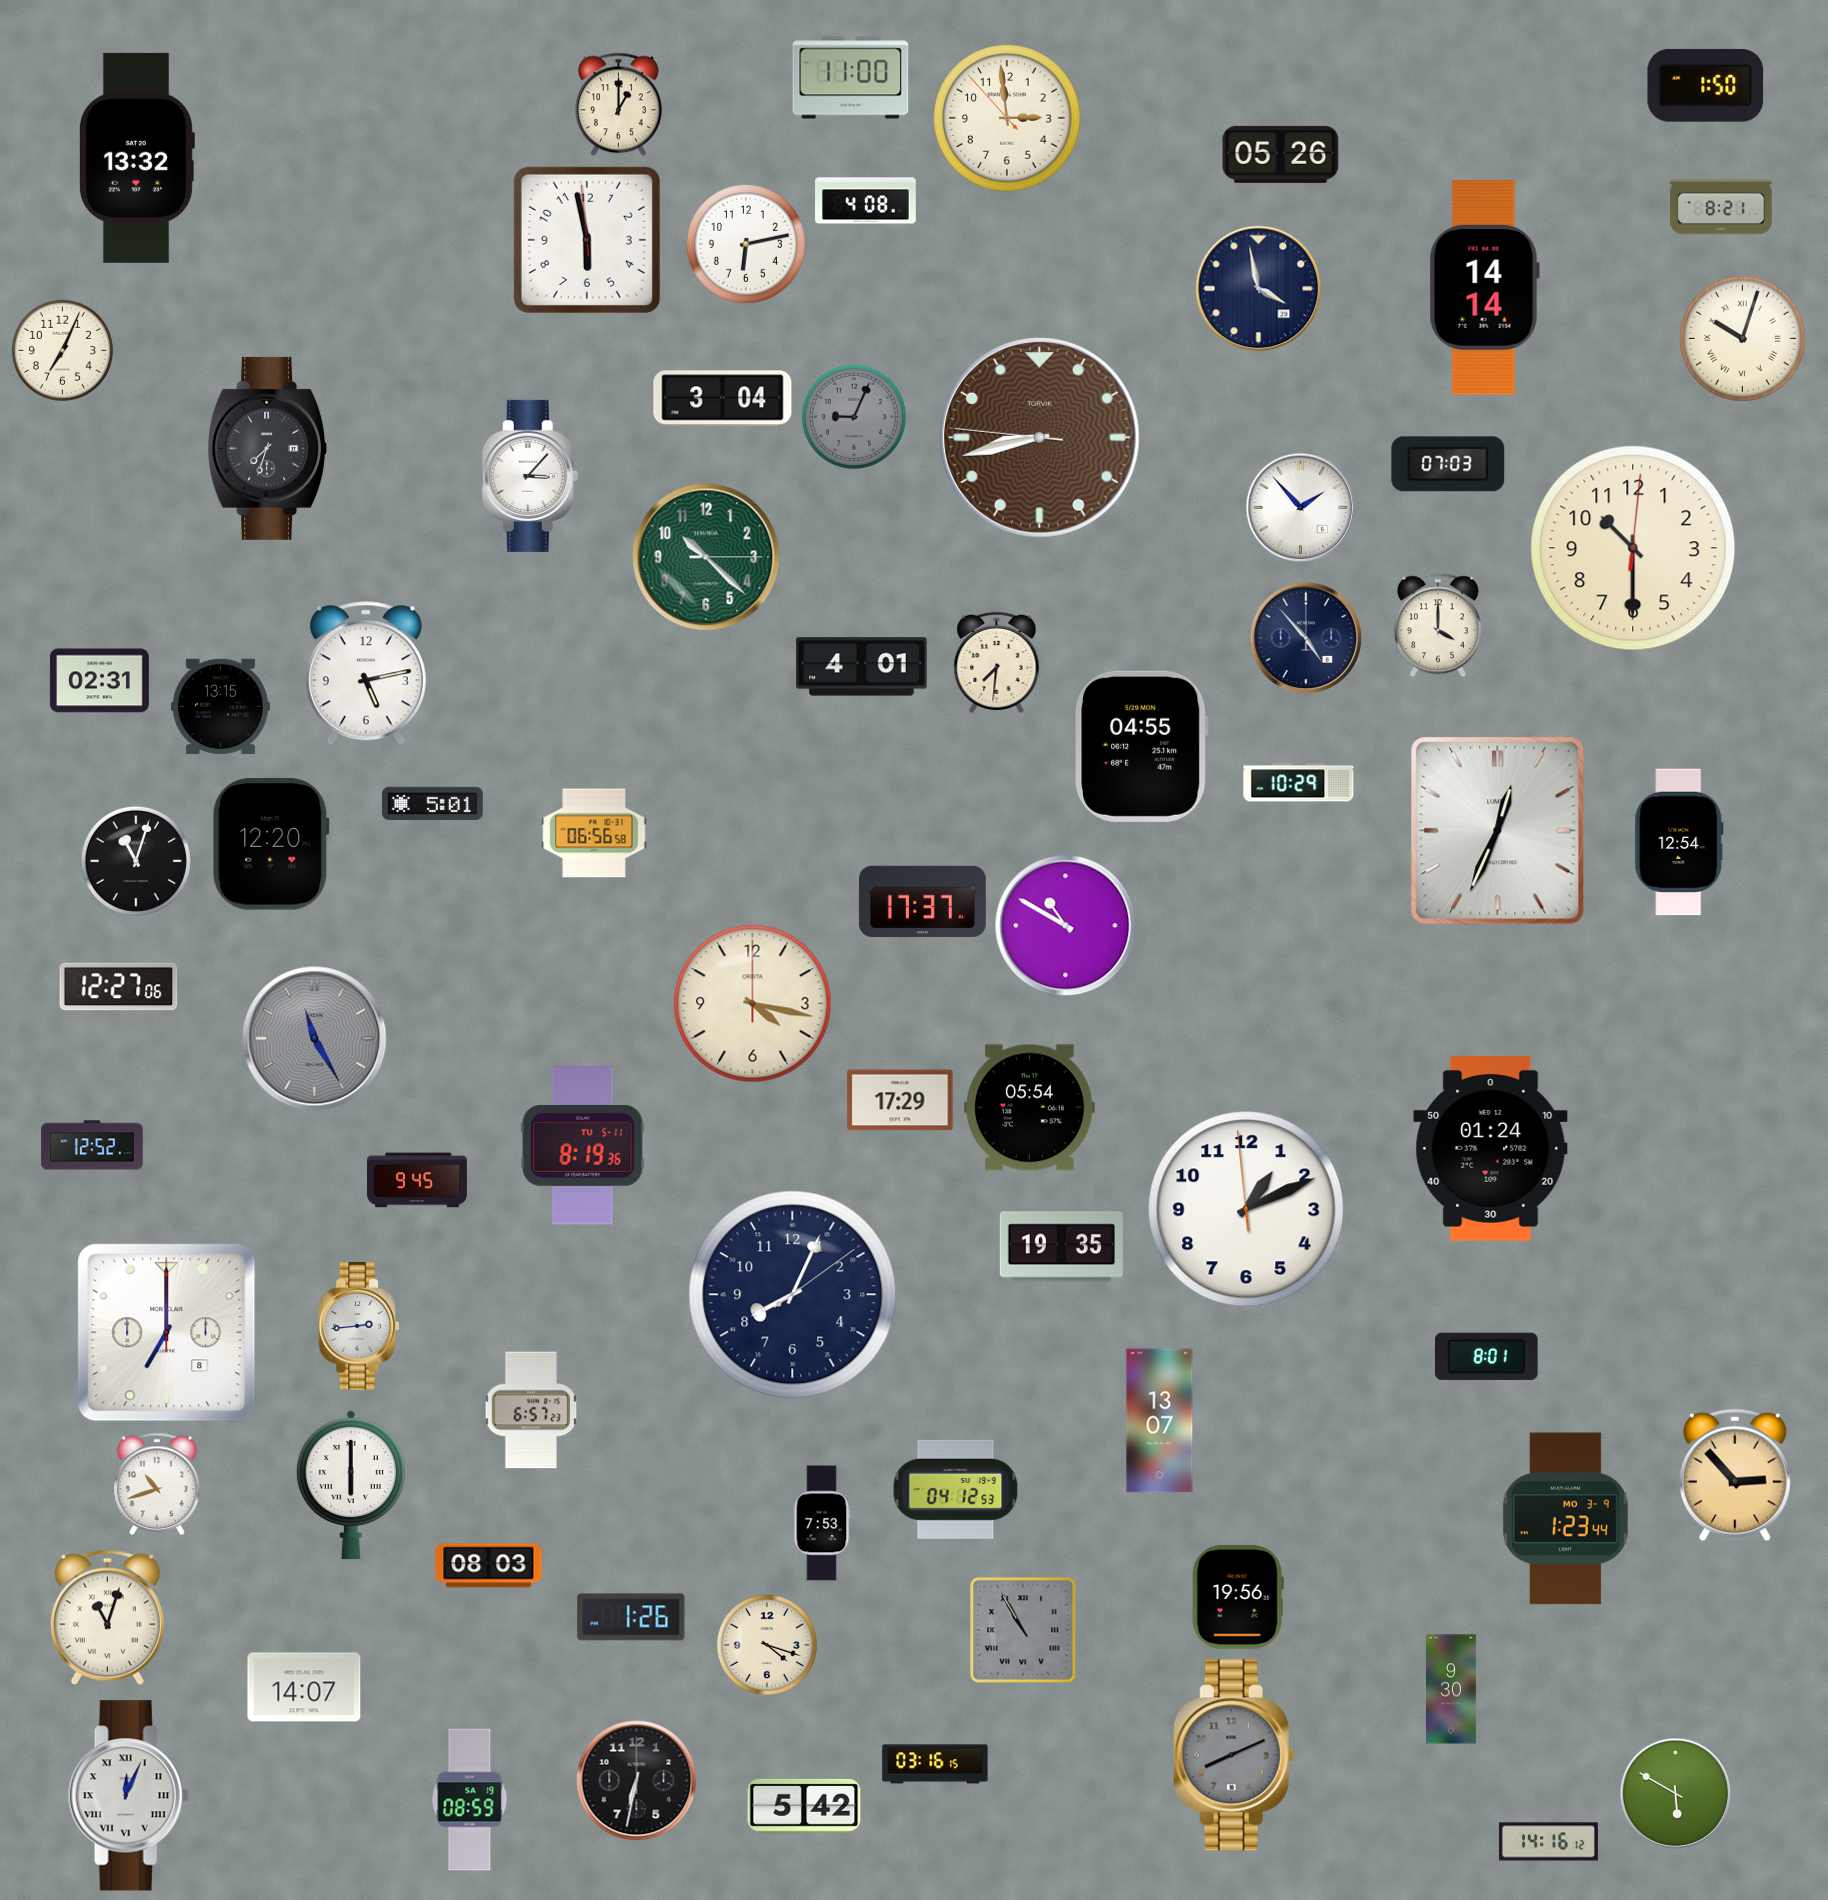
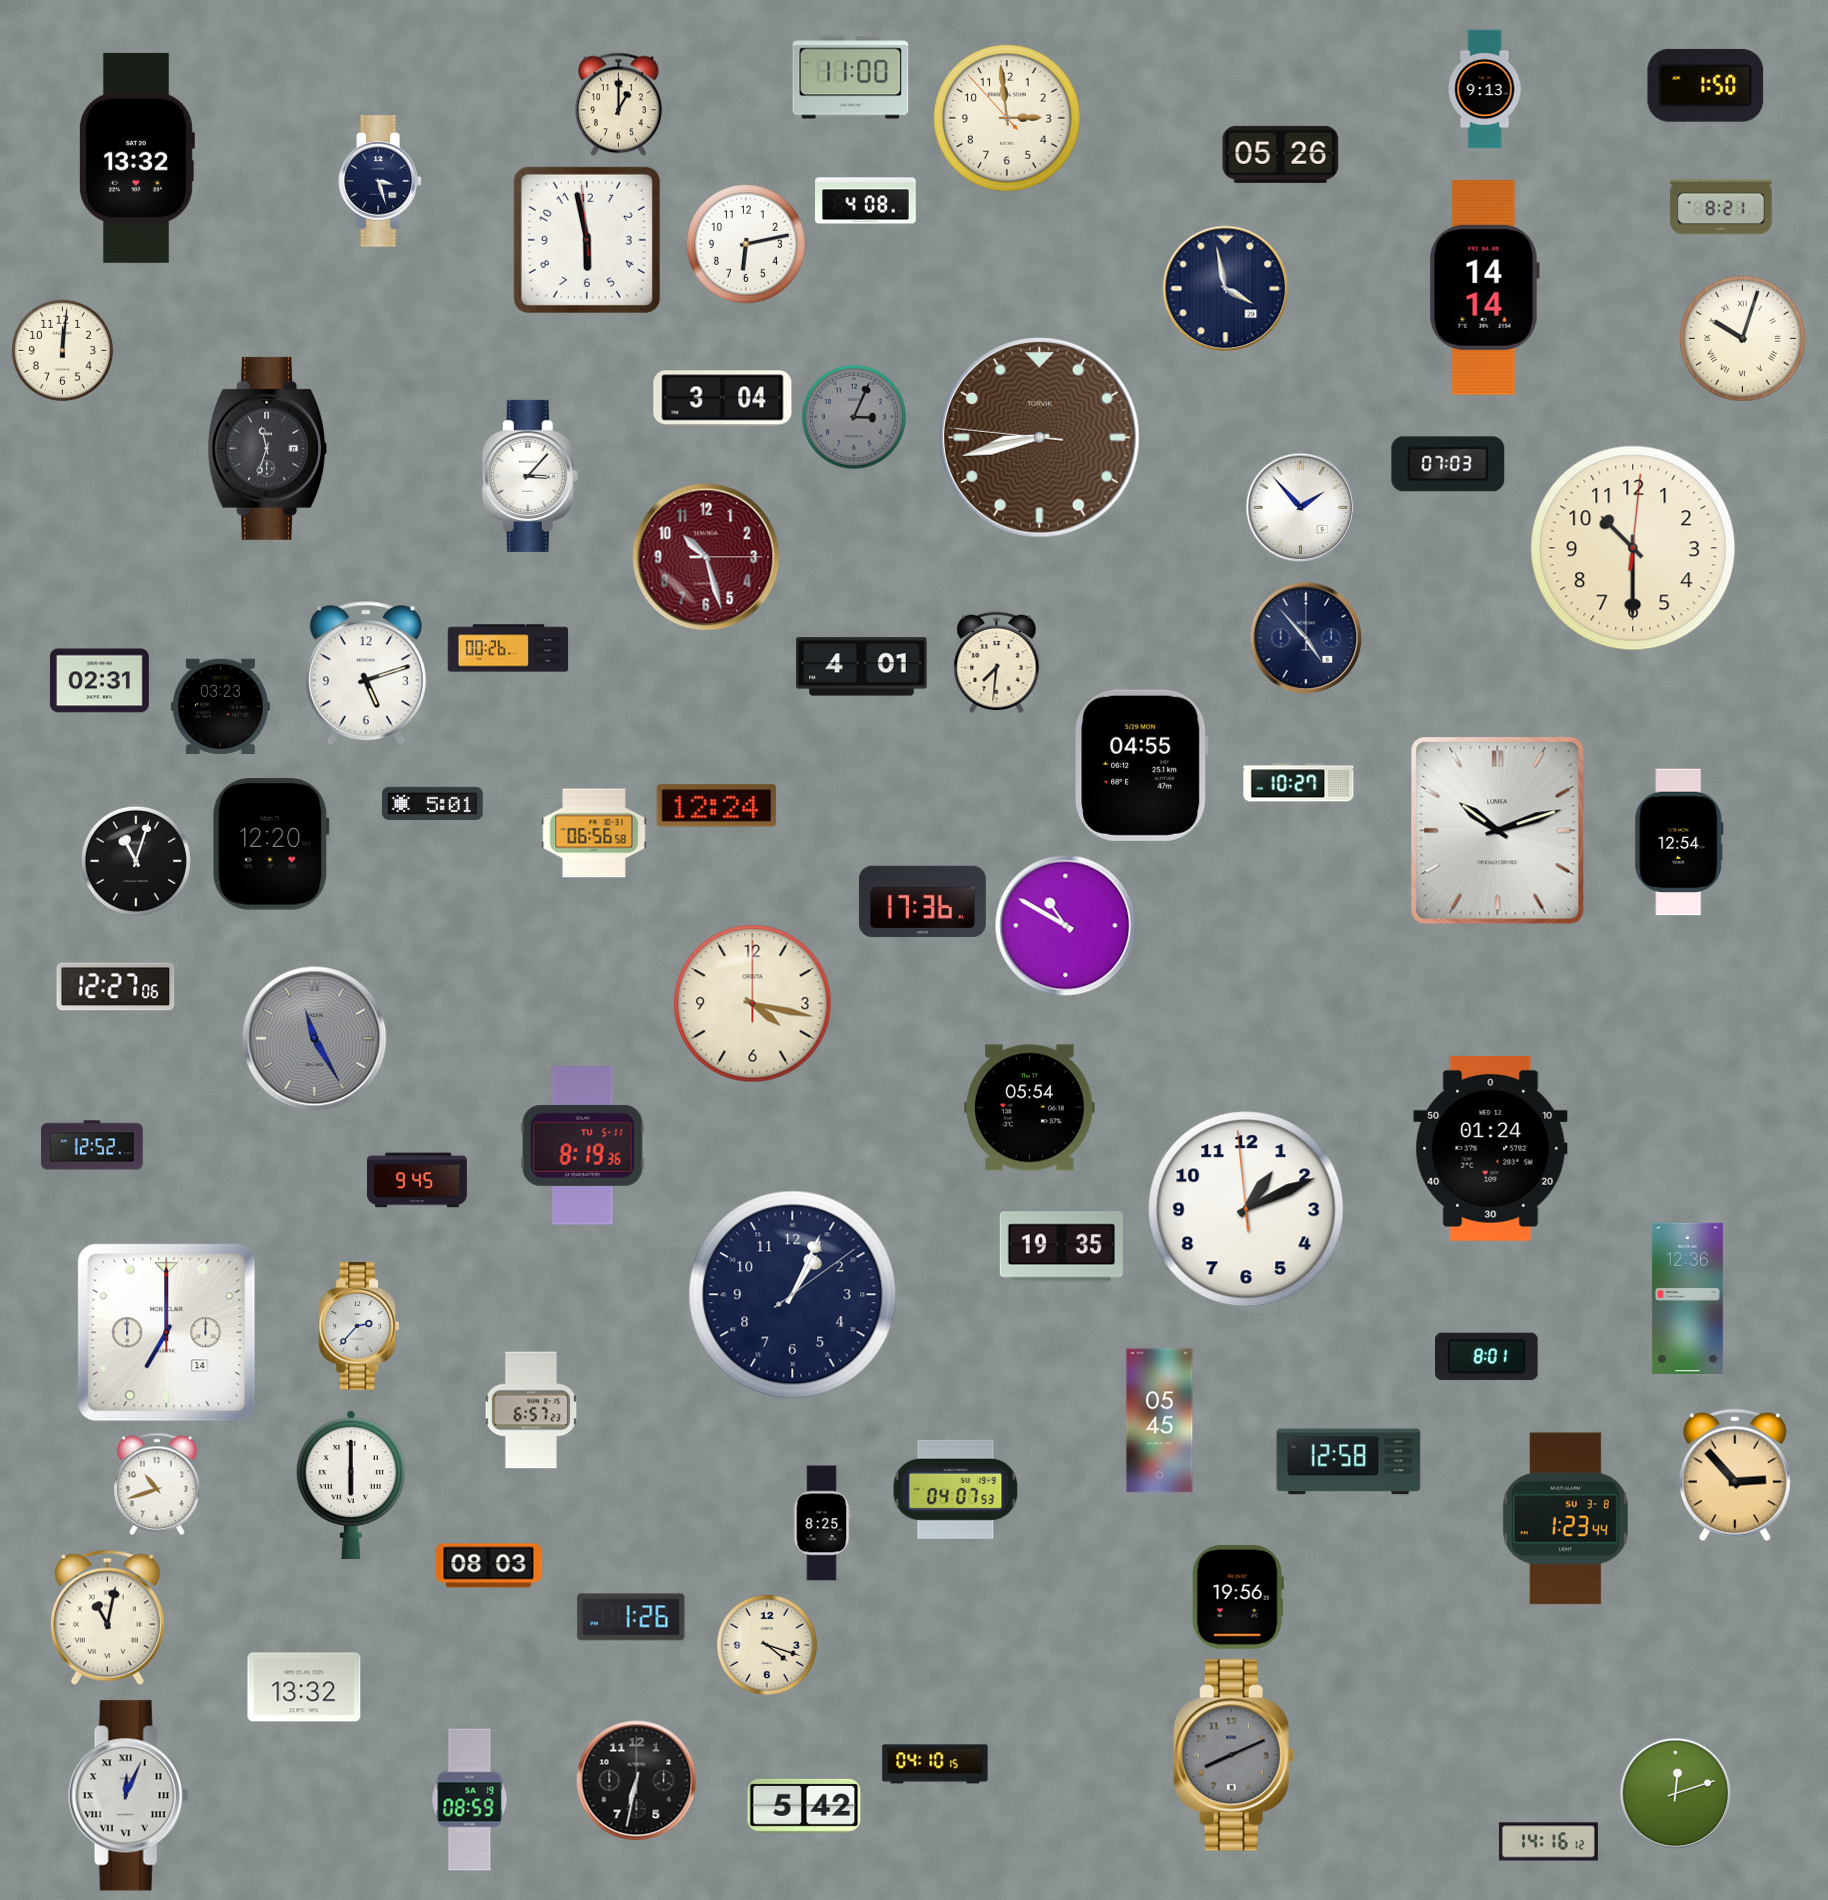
clock at (1485, 89): none -> 9:13
clock at (380, 181): none -> 3:27
clock at (1259, 289) position: (1259, 289) -> (1226, 289)
clock at (62, 350): 7:04 -> 12:01
clock at (854, 417): 9:04 -> 3:04
clock at (268, 448): 7:33 -> 11:33
clock at (706, 557): 10:22 -> 10:27
clock at (706, 557) dial: green -> burgundy
clock at (1438, 625): 4:00 -> none
clock at (508, 648): none -> 00:26
clock at (366, 674): 5:13 -> 5:12
clock at (220, 706): 13:15 -> 03:23
clock at (1142, 746) position: (1142, 746) -> (1142, 765)
clock at (1299, 783): 10:29 -> 10:27
clock at (717, 806): none -> 12:24
clock at (1498, 831): 12:34 -> 10:12
clock at (922, 902): 17:37 -> 17:36
clock at (119, 987) position: (119, 987) -> (116, 987)
clock at (900, 1100): 17:29 -> none
clock at (793, 1295): 8:04 -> 1:04
clock at (1687, 1298): none -> 12:36
clock at (359, 1326): 2:44 -> 2:37
clock at (167, 1333) date: 8 -> 14
clock at (1160, 1421): 13:07 -> 05:45
clock at (1349, 1462): none -> 12:58
clock at (956, 1489): 04:12 -> 04:07
clock at (1565, 1519) date: MO 3-9 -> SU 3-8
clock at (822, 1523): 7:53 -> 8:25
clock at (107, 1617): 11:03 -> 11:02
clock at (1023, 1630): 10:55 -> none
clock at (304, 1687): 14:07 -> 13:32
clock at (1452, 1689): 9:30 -> none
clock at (935, 1764): 03:16 -> 04:10
clock at (1676, 1794): 5:50 -> 12:12
